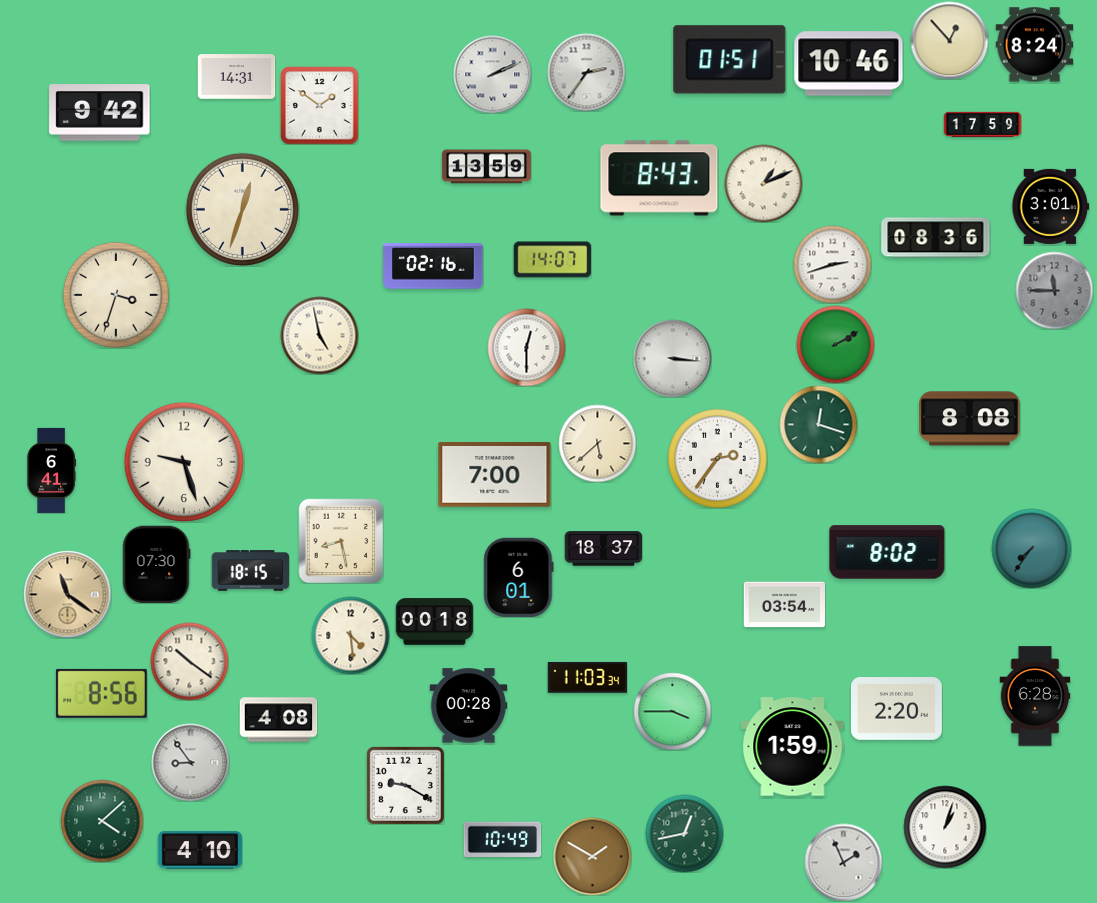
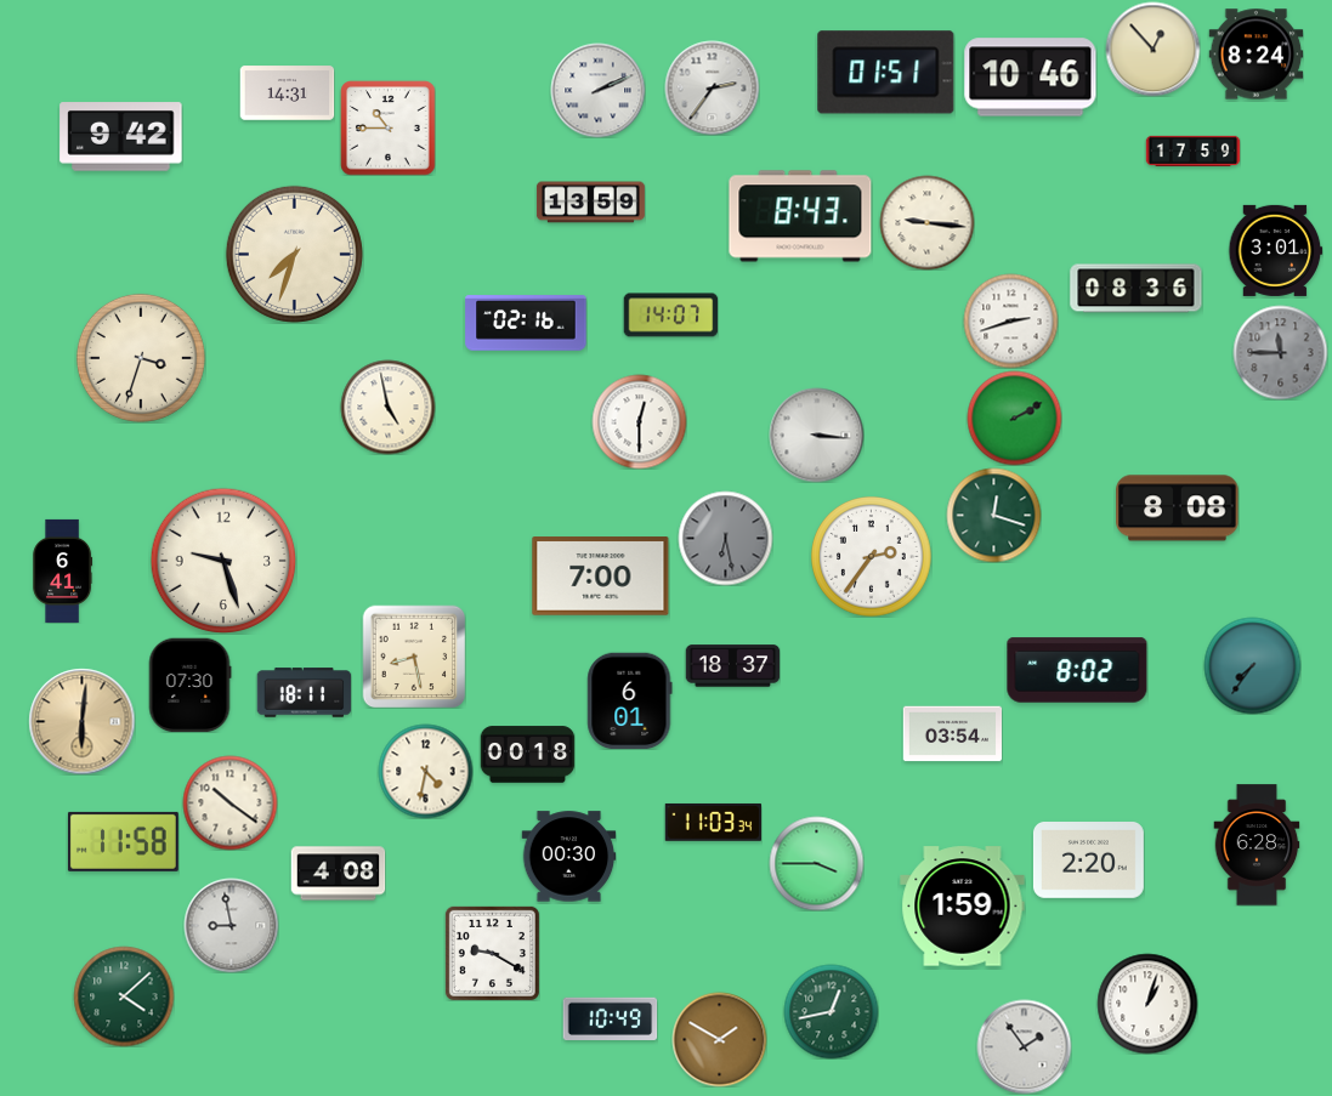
clock at (319, 105): 1:51 -> 10:45
clock at (763, 183): 1:11 -> 9:16
clock at (242, 209): 12:33 -> 7:33
clock at (597, 443): 5:38 -> 6:28
clock at (597, 443) dial: cream -> grey
clock at (250, 571): 18:15 -> 18:11
clock at (67, 594): 11:21 -> 6:01
clock at (350, 635): 4:29 -> 4:32
clock at (101, 693): 8:56 -> 11:58
clock at (468, 706): 00:28 -> 00:30
clock at (190, 762): 8:54 -> 8:58
clock at (200, 850): 4:10 -> none
clock at (843, 862): 1:56 -> 1:54
